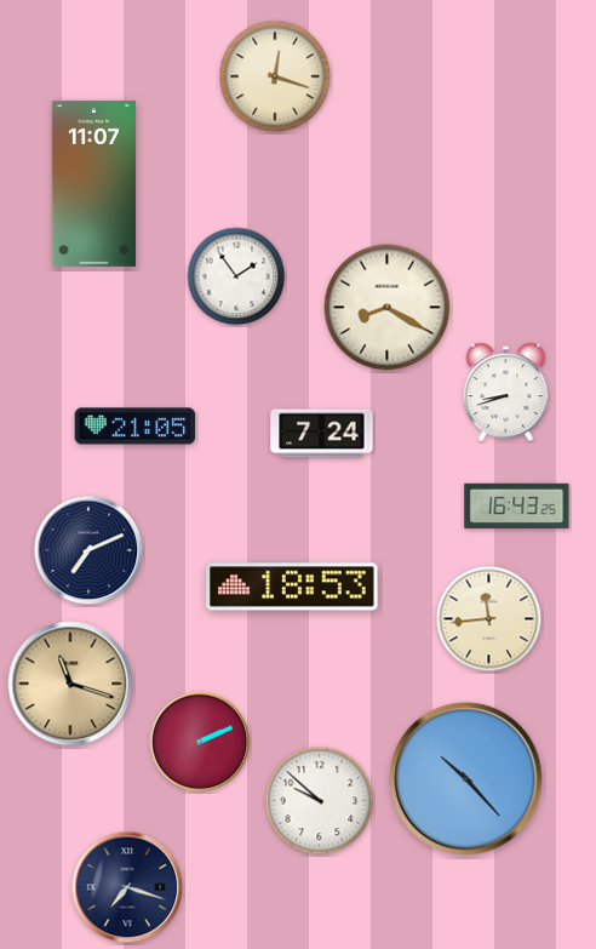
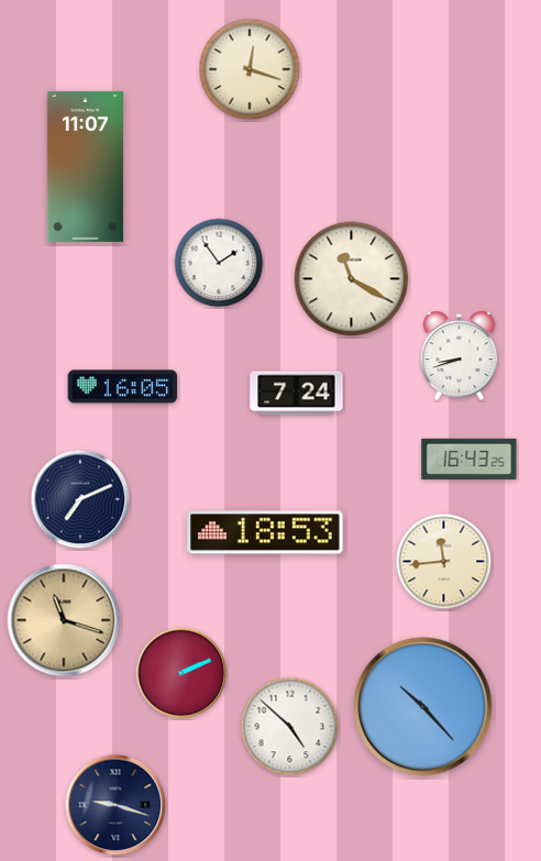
clock at (236, 276) position: (236, 276) -> (219, 263)
clock at (388, 308): 8:20 -> 11:20
clock at (136, 427): 21:05 -> 16:05
clock at (322, 434) position: (322, 434) -> (297, 394)
clock at (320, 801): 9:52 -> 4:52
clock at (127, 887): 7:18 -> 9:18
